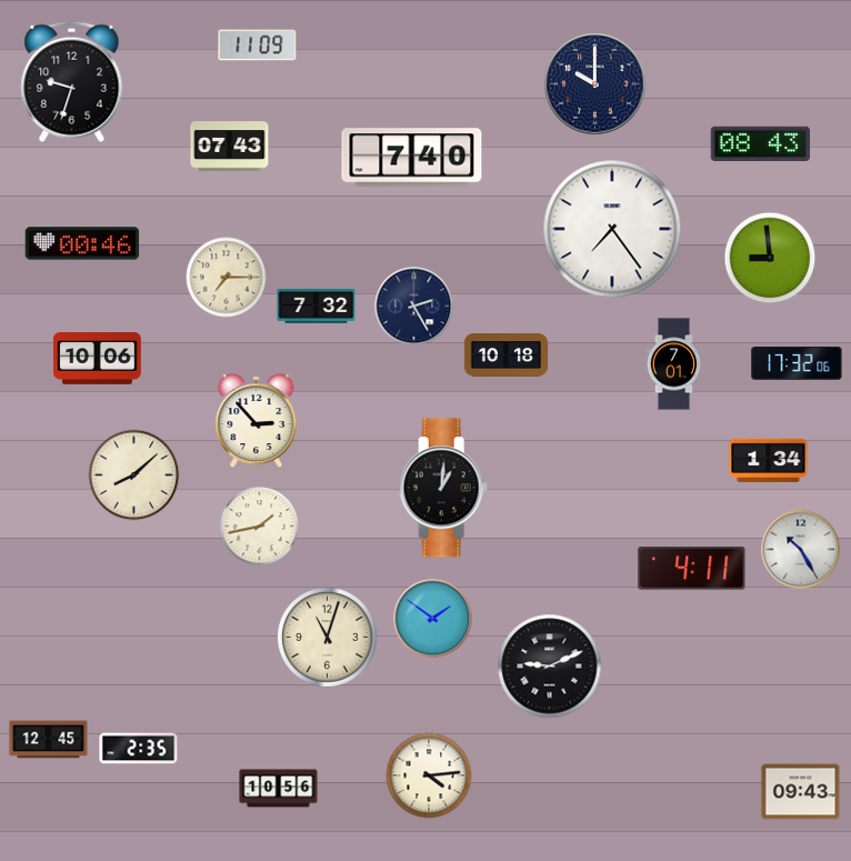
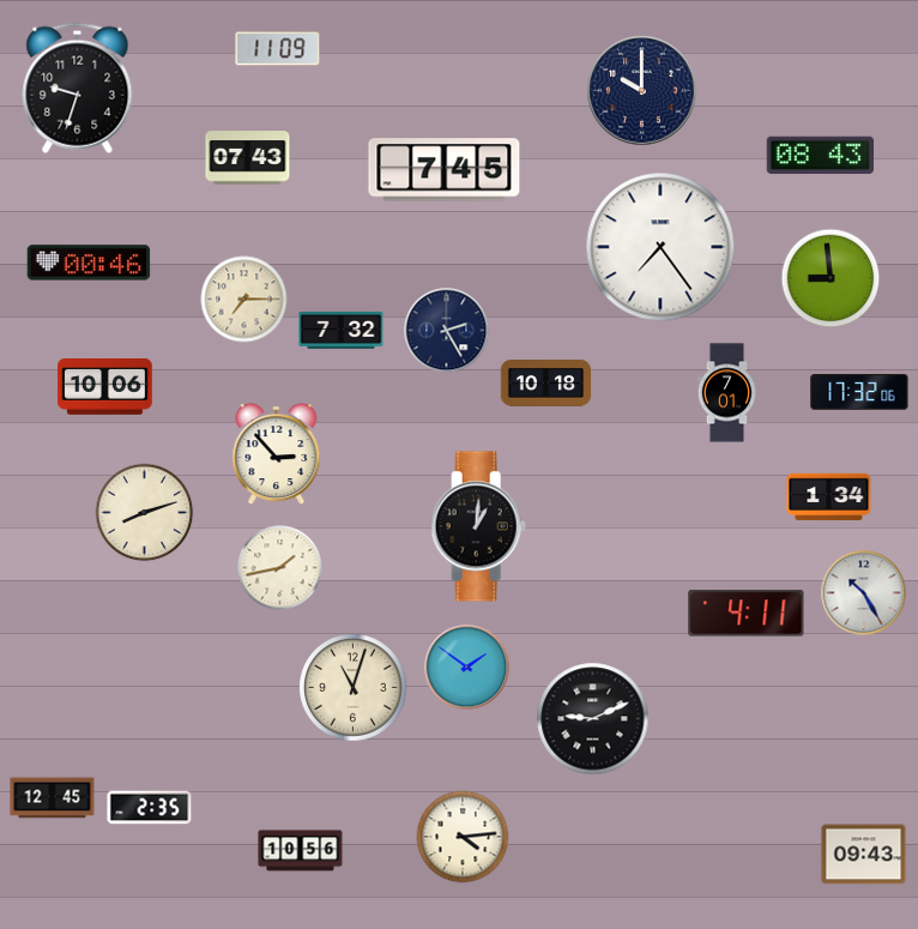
clock at (412, 158): 7:40 -> 7:45
clock at (134, 475): 8:08 -> 8:12
